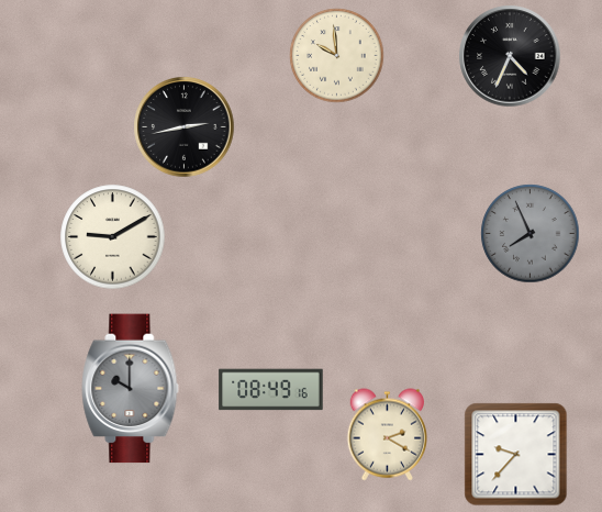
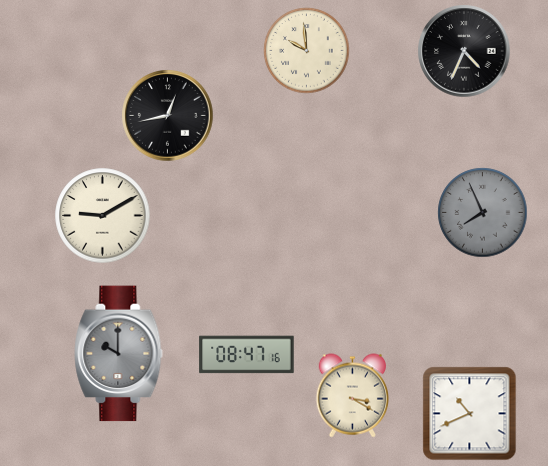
clock at (185, 127): 2:43 -> 12:43
clock at (271, 390): 08:49 -> 08:47
clock at (387, 435): 2:20 -> 3:20
clock at (516, 455): 9:37 -> 10:41
